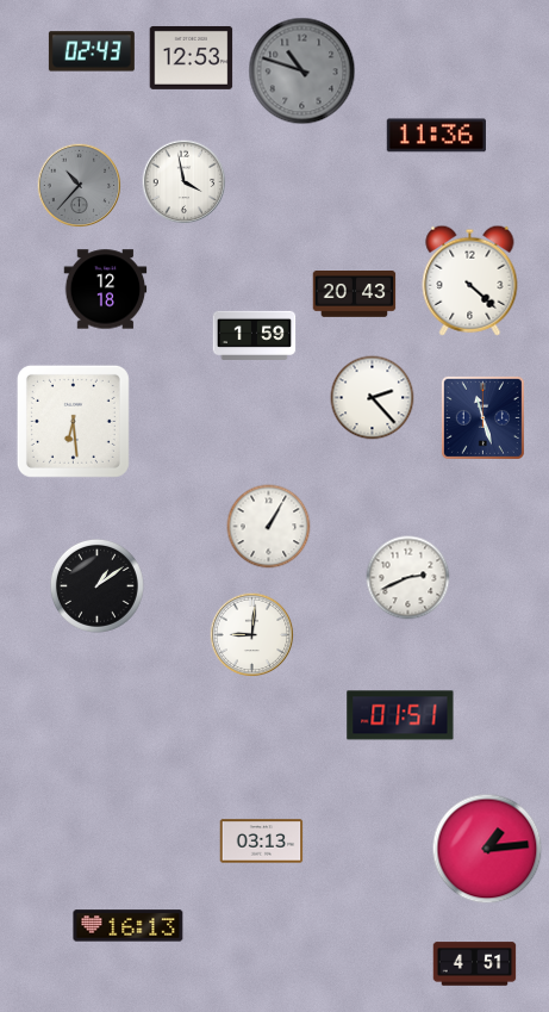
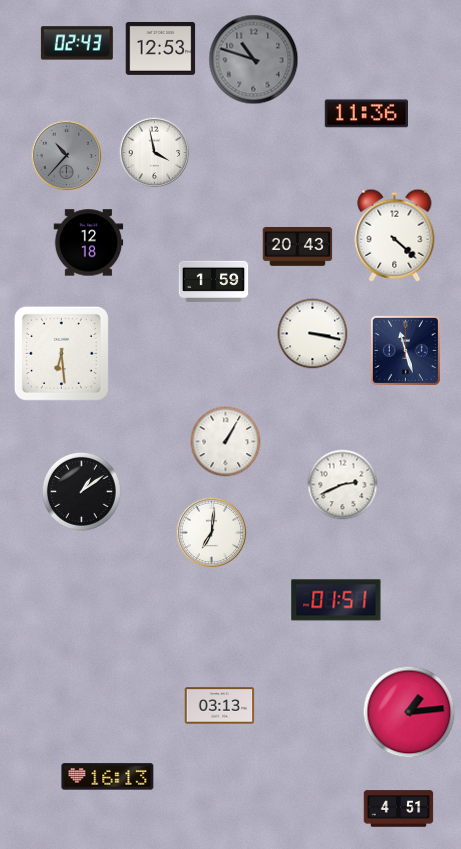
clock at (373, 398): 2:23 -> 3:17
clock at (252, 635): 9:01 -> 7:01
